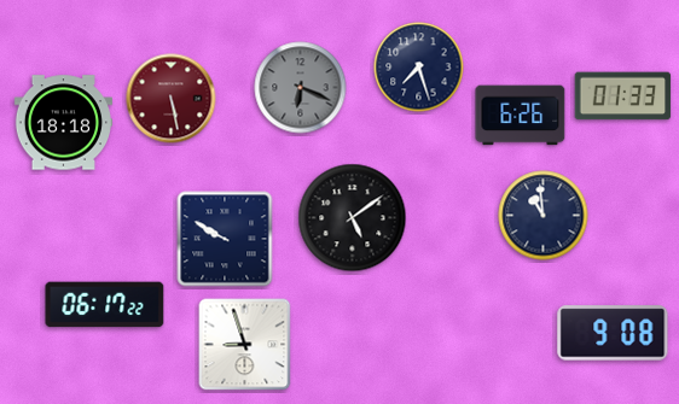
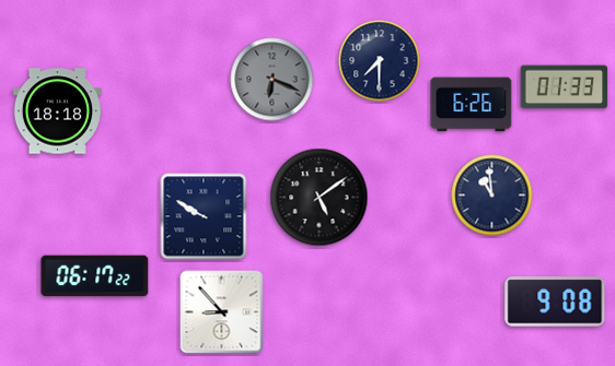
clock at (419, 68): 7:27 -> 7:30
clock at (172, 99): 5:28 -> none
clock at (245, 345): 8:57 -> 8:53
